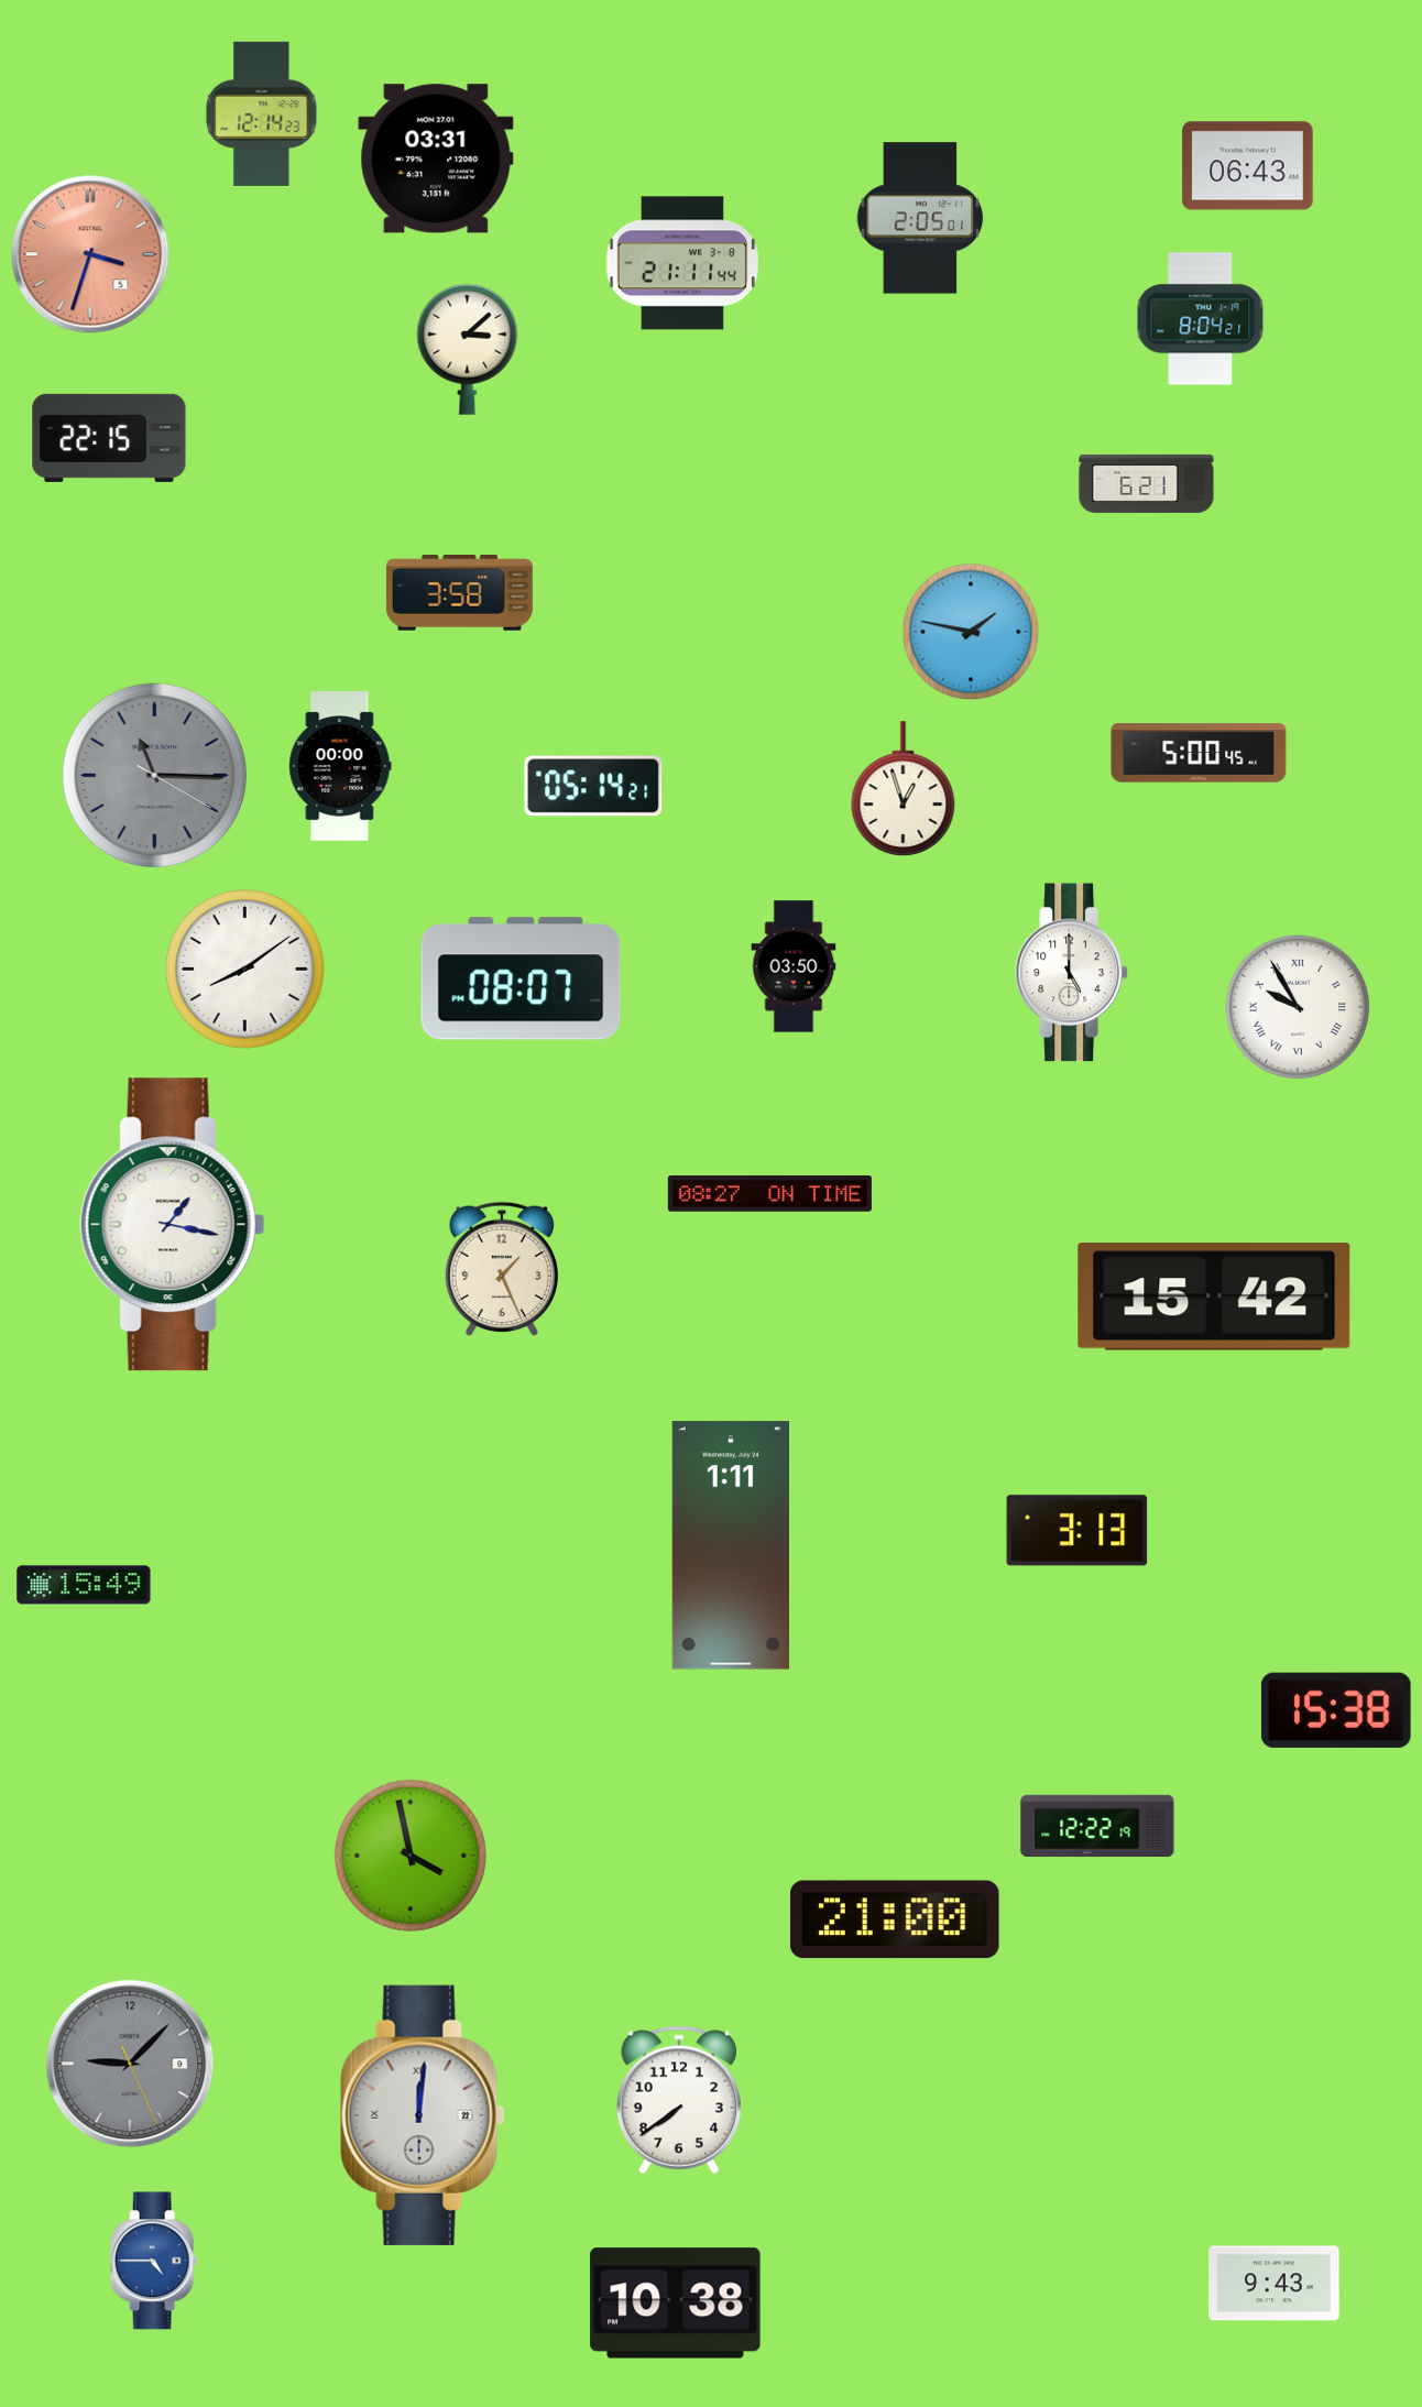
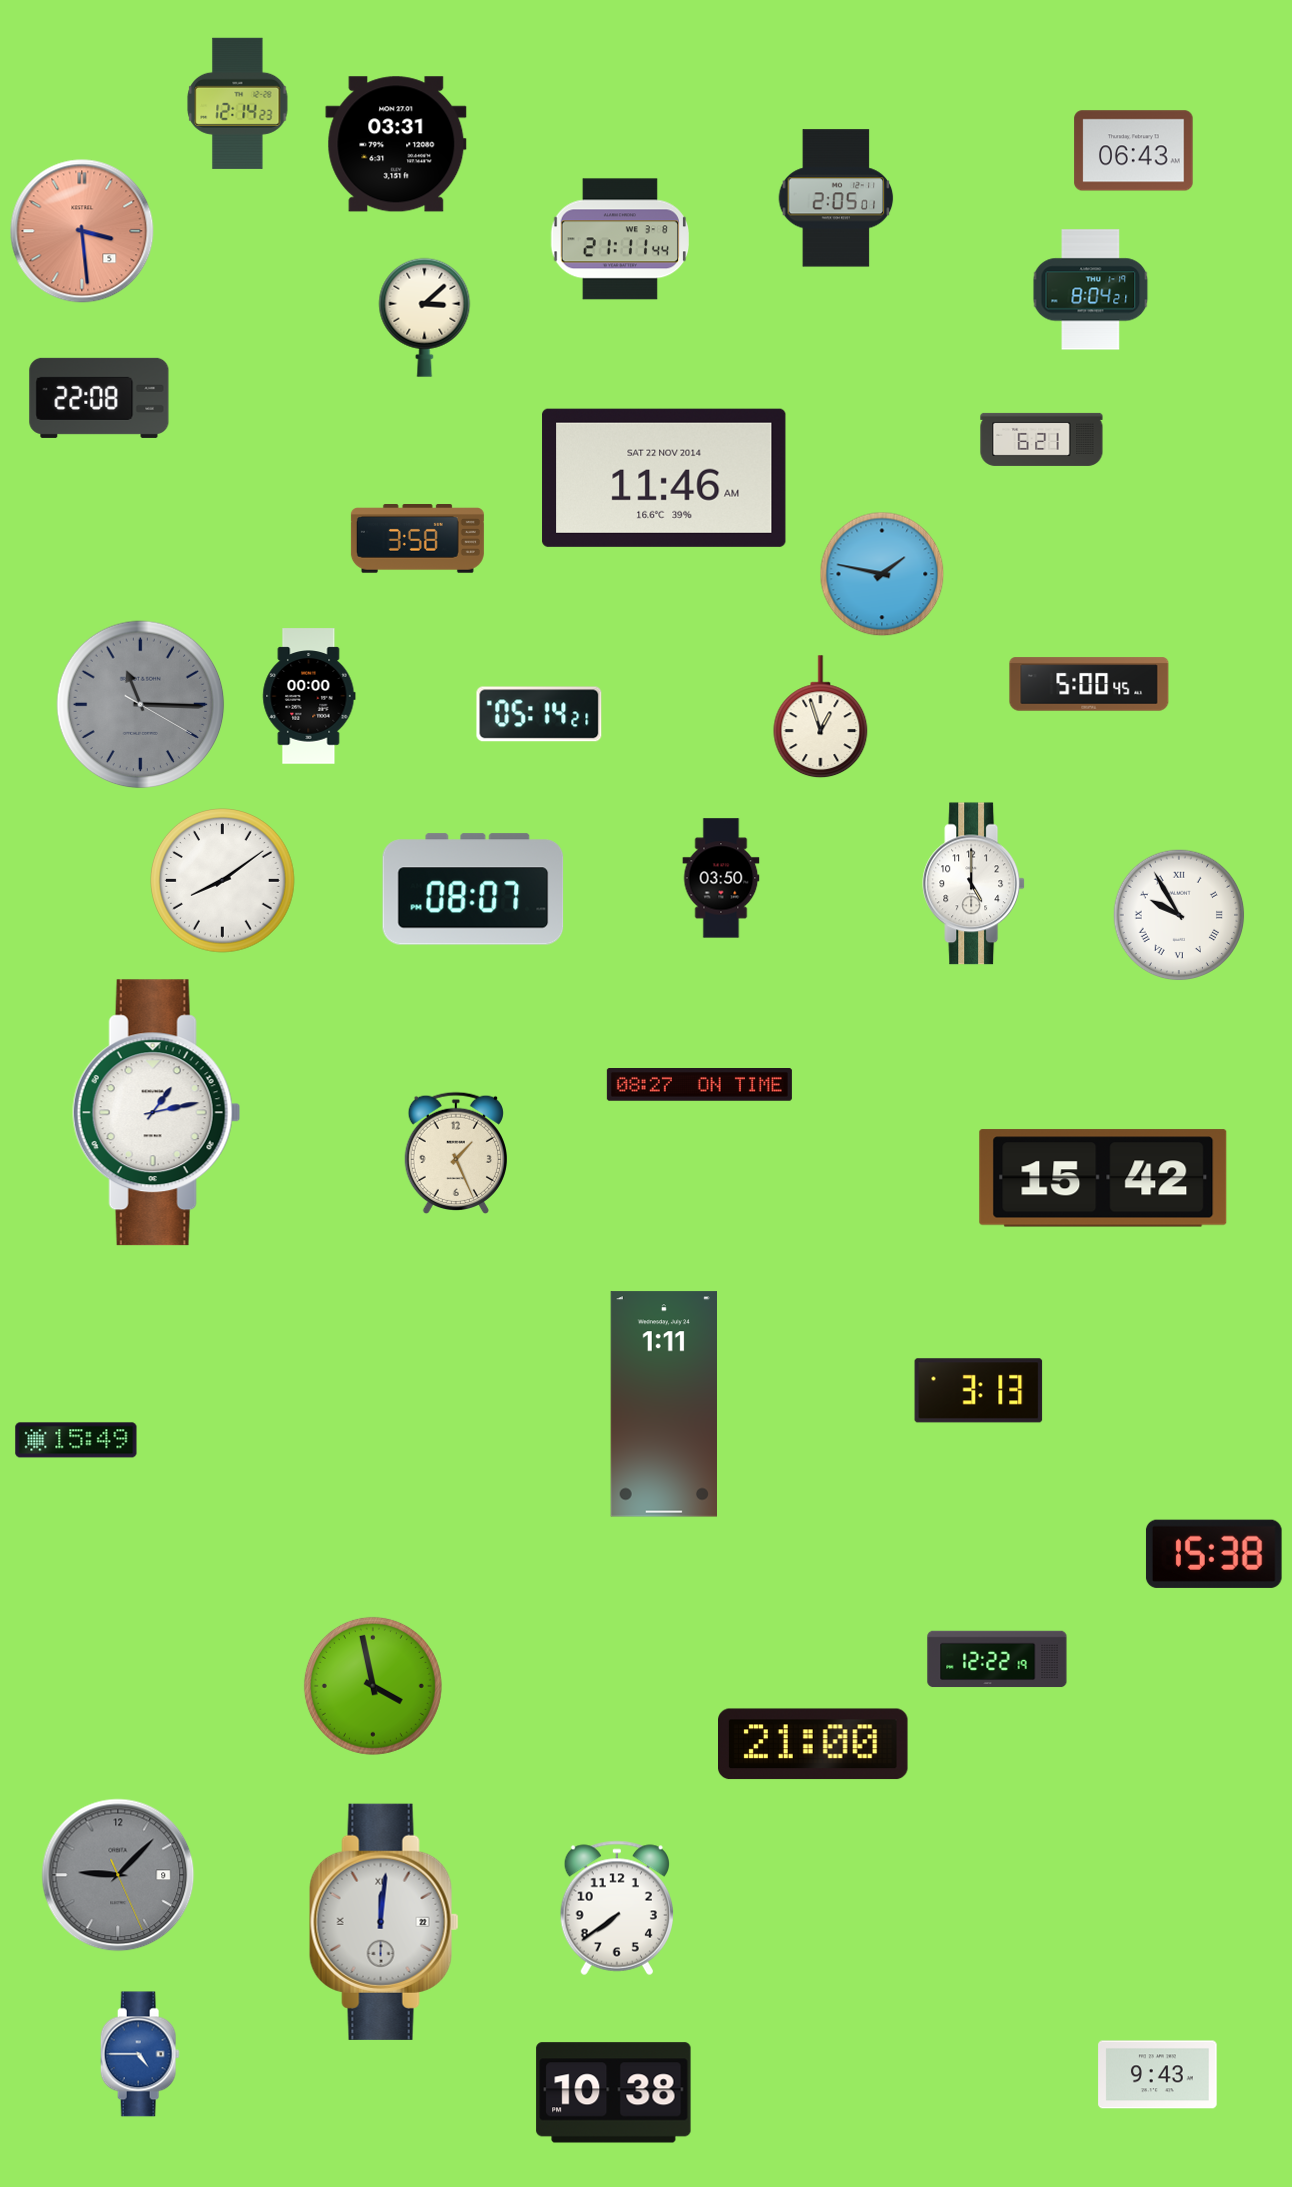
clock at (90, 254): 3:33 -> 3:29
clock at (109, 438): 22:15 -> 22:08
clock at (664, 478): none -> 11:46
clock at (172, 1225): 1:17 -> 1:13
